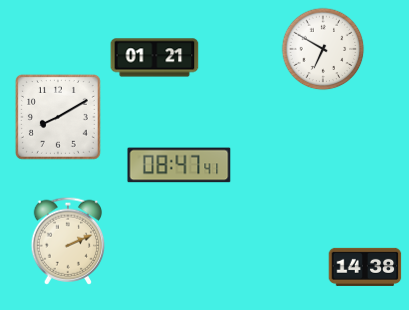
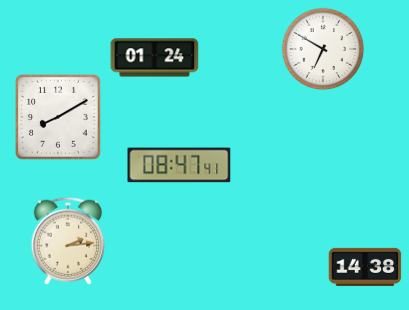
clock at (155, 58): 01:21 -> 01:24
clock at (68, 241): 2:11 -> 2:14
